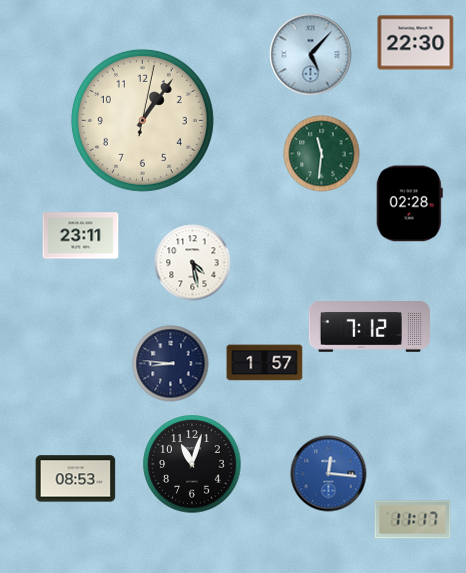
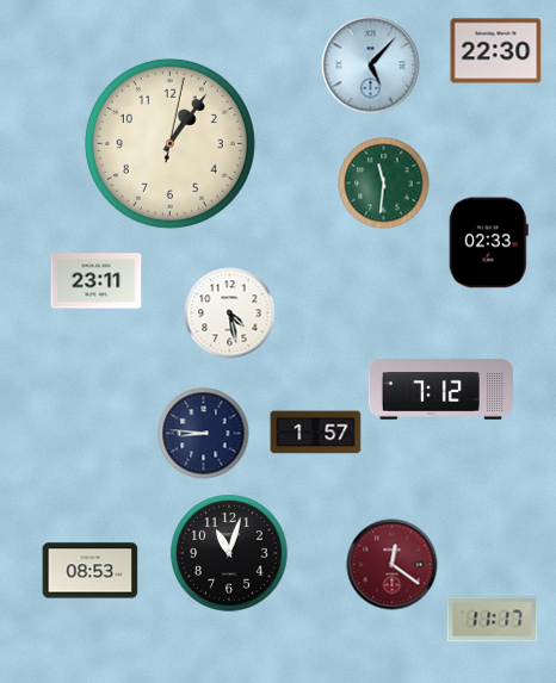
clock at (409, 204): 02:28 -> 02:33
clock at (329, 474): 12:16 -> 12:21
clock at (329, 474) dial: blue -> burgundy
